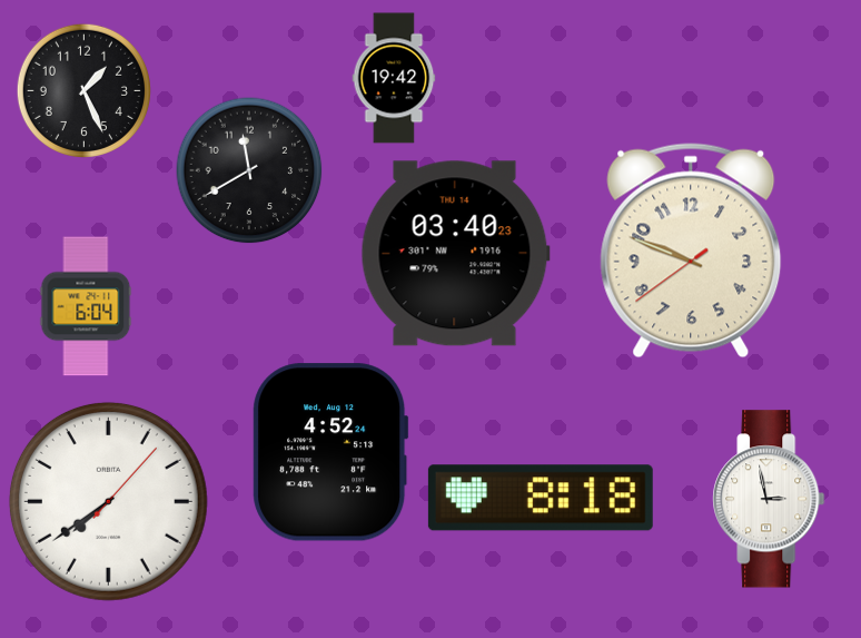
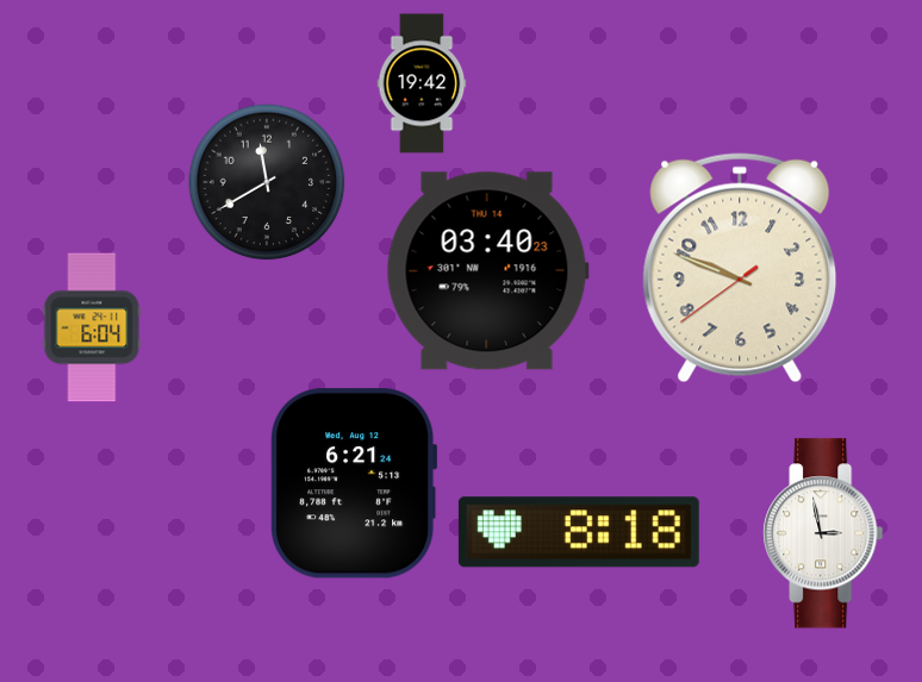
clock at (83, 90): 1:26 -> none
clock at (330, 452): 4:52 -> 6:21
clock at (108, 501): 7:39 -> none
